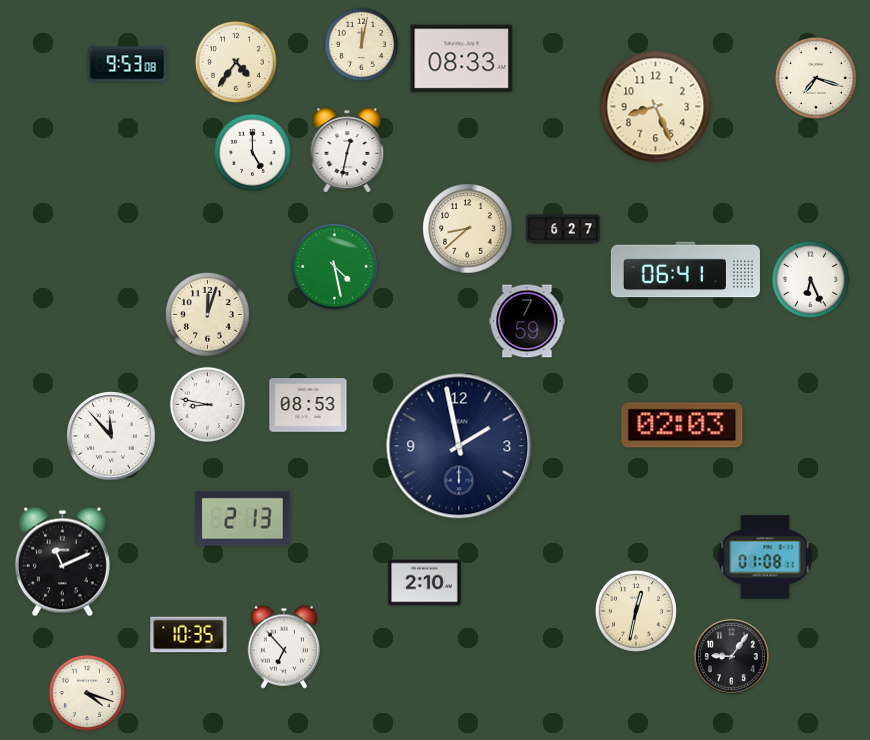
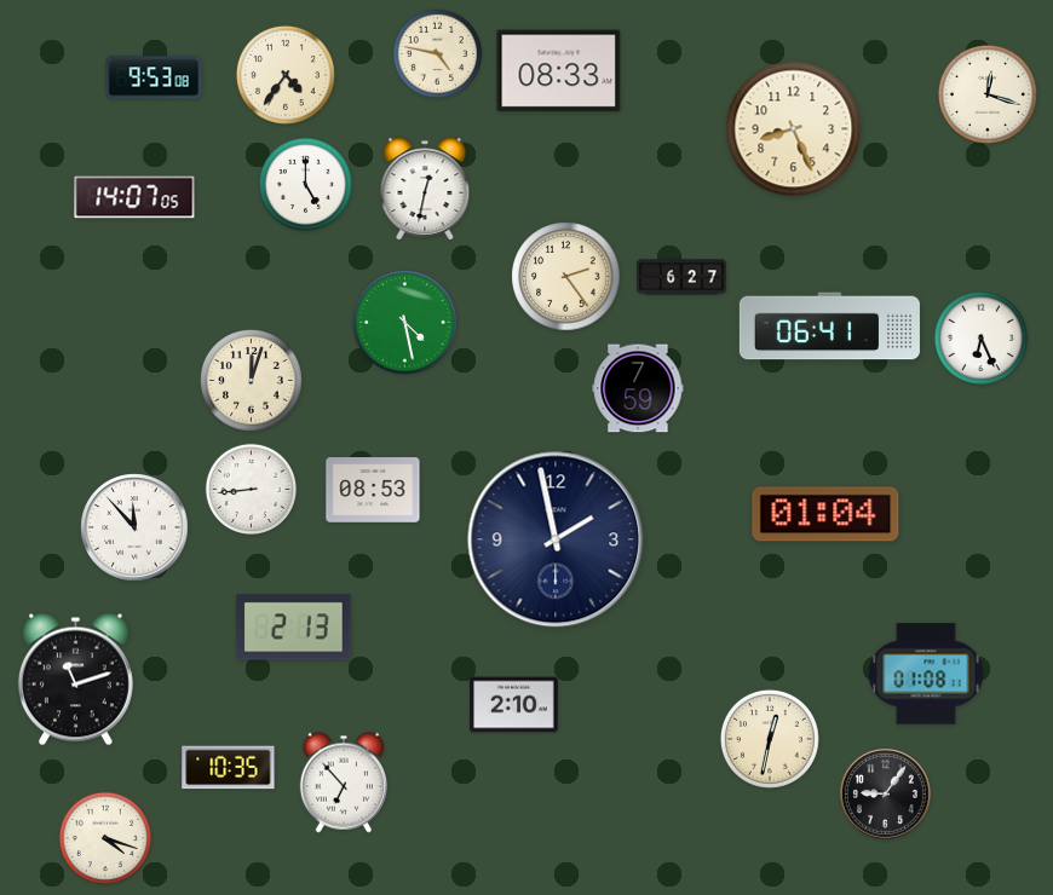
clock at (362, 45): 12:02 -> 4:47
clock at (816, 78): 7:18 -> 12:18
clock at (347, 150) position: (347, 150) -> (425, 189)
clock at (134, 197): none -> 14:07
clock at (468, 229): 8:38 -> 2:24
clock at (207, 404): 8:47 -> 8:44
clock at (682, 425): 02:03 -> 01:04
clock at (62, 562): 11:11 -> 11:12
